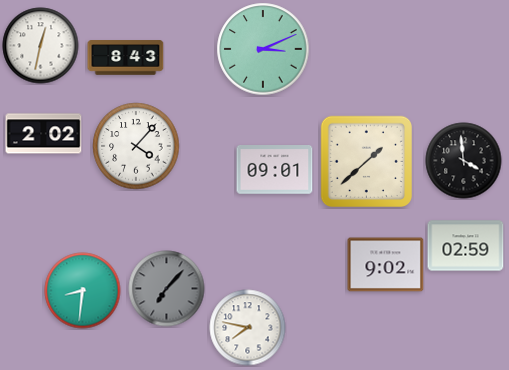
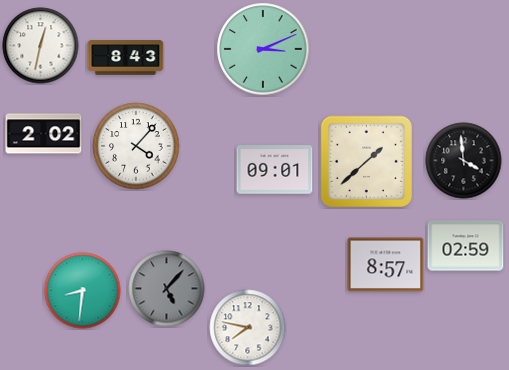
clock at (386, 265): 9:02 -> 8:57
clock at (167, 289): 7:07 -> 5:07
